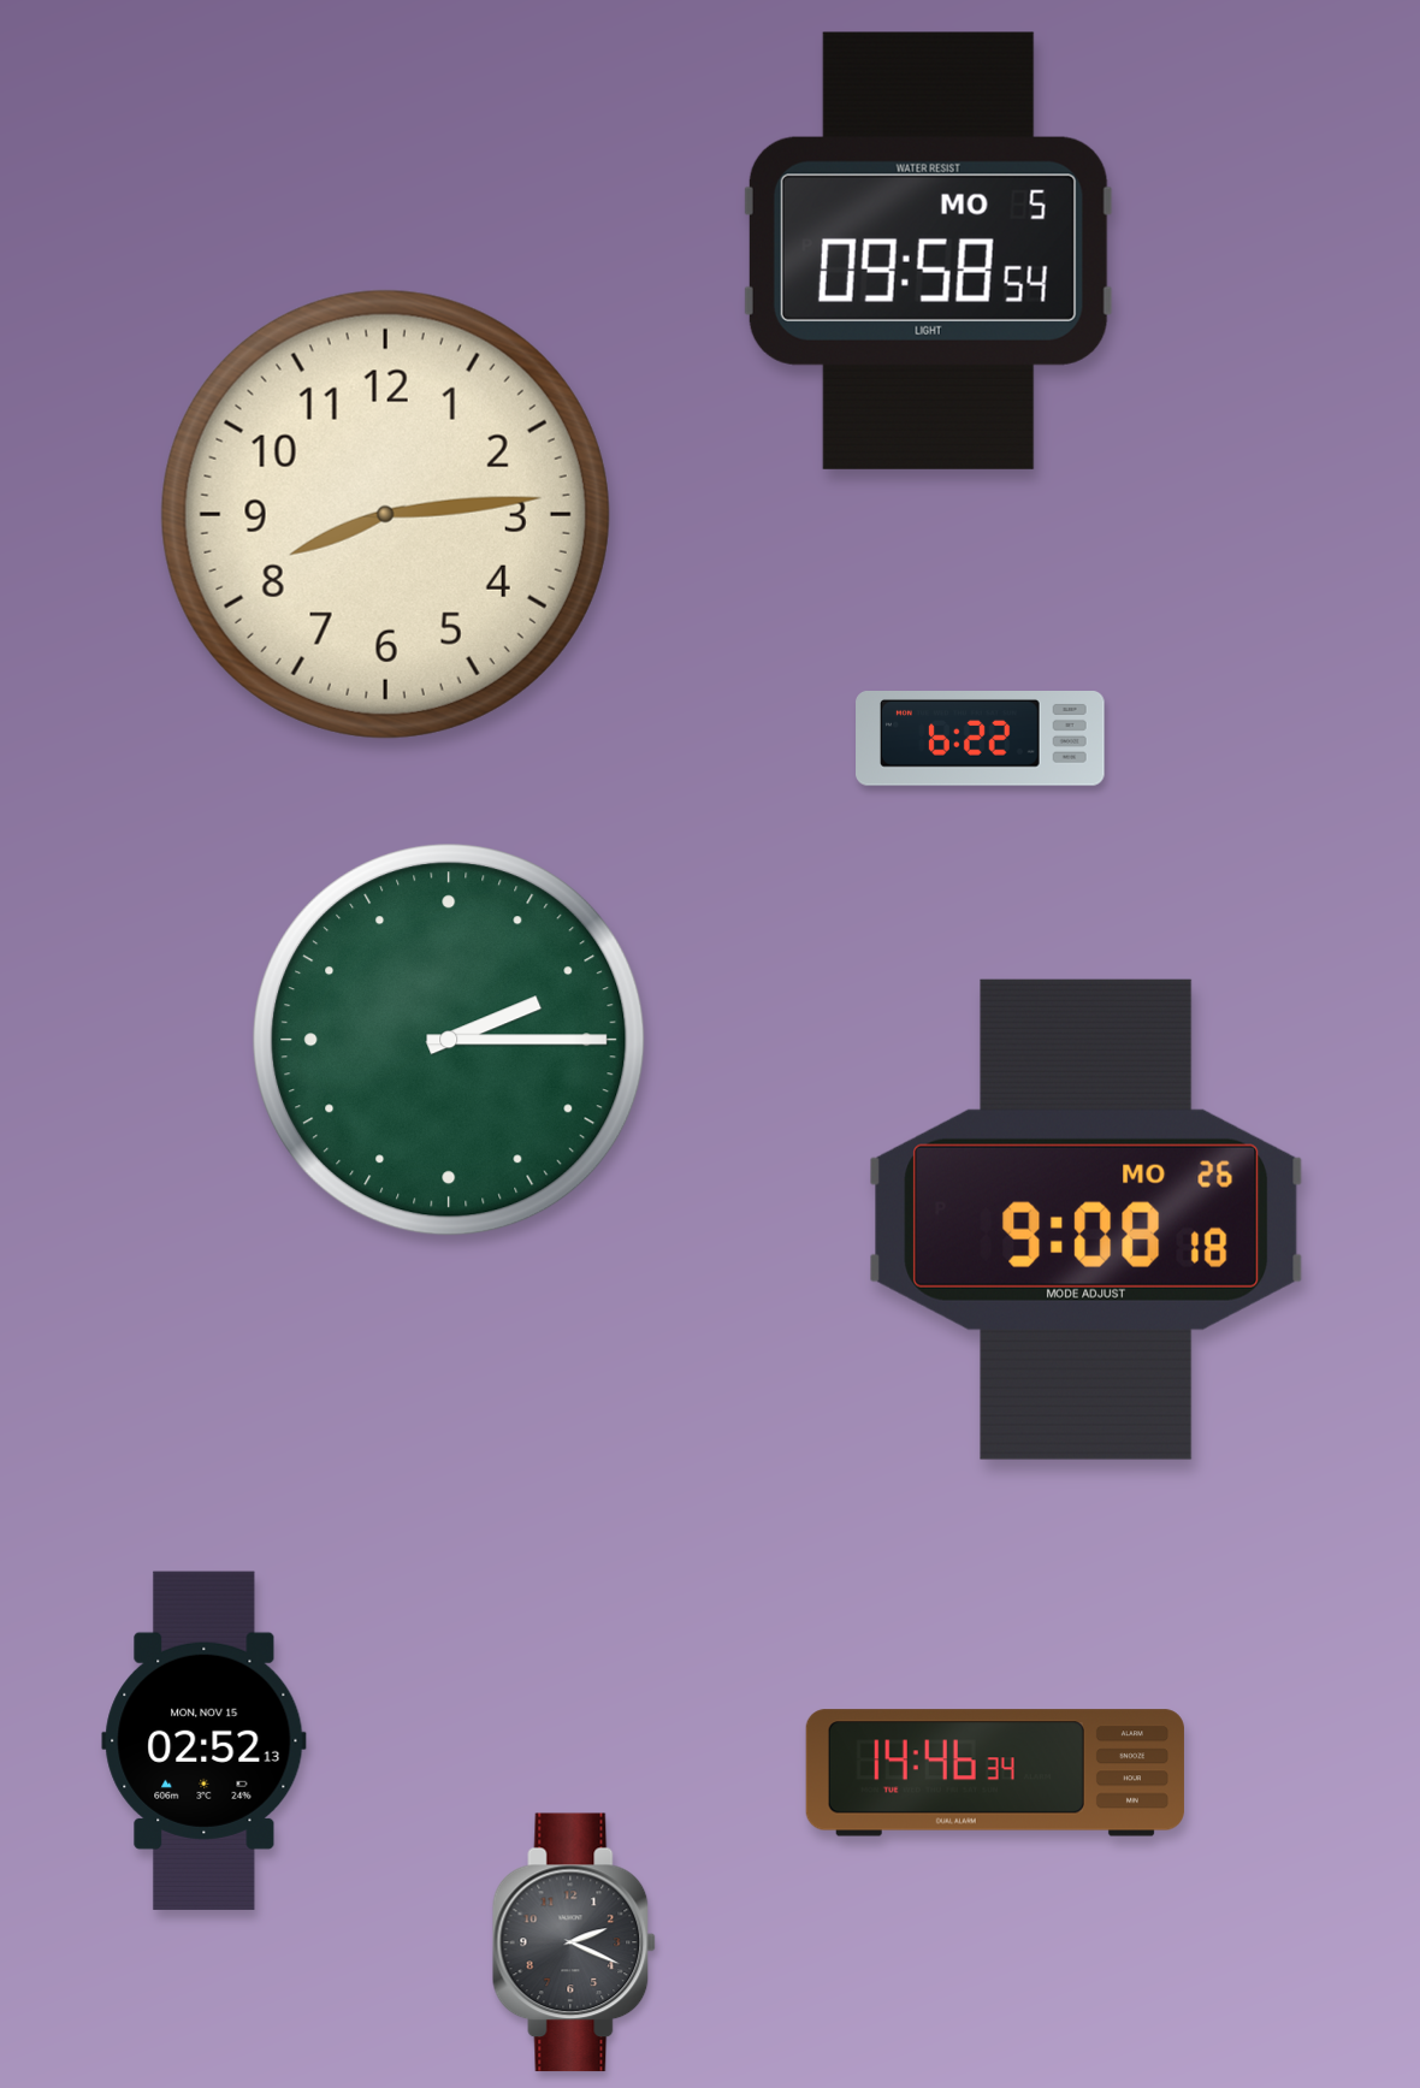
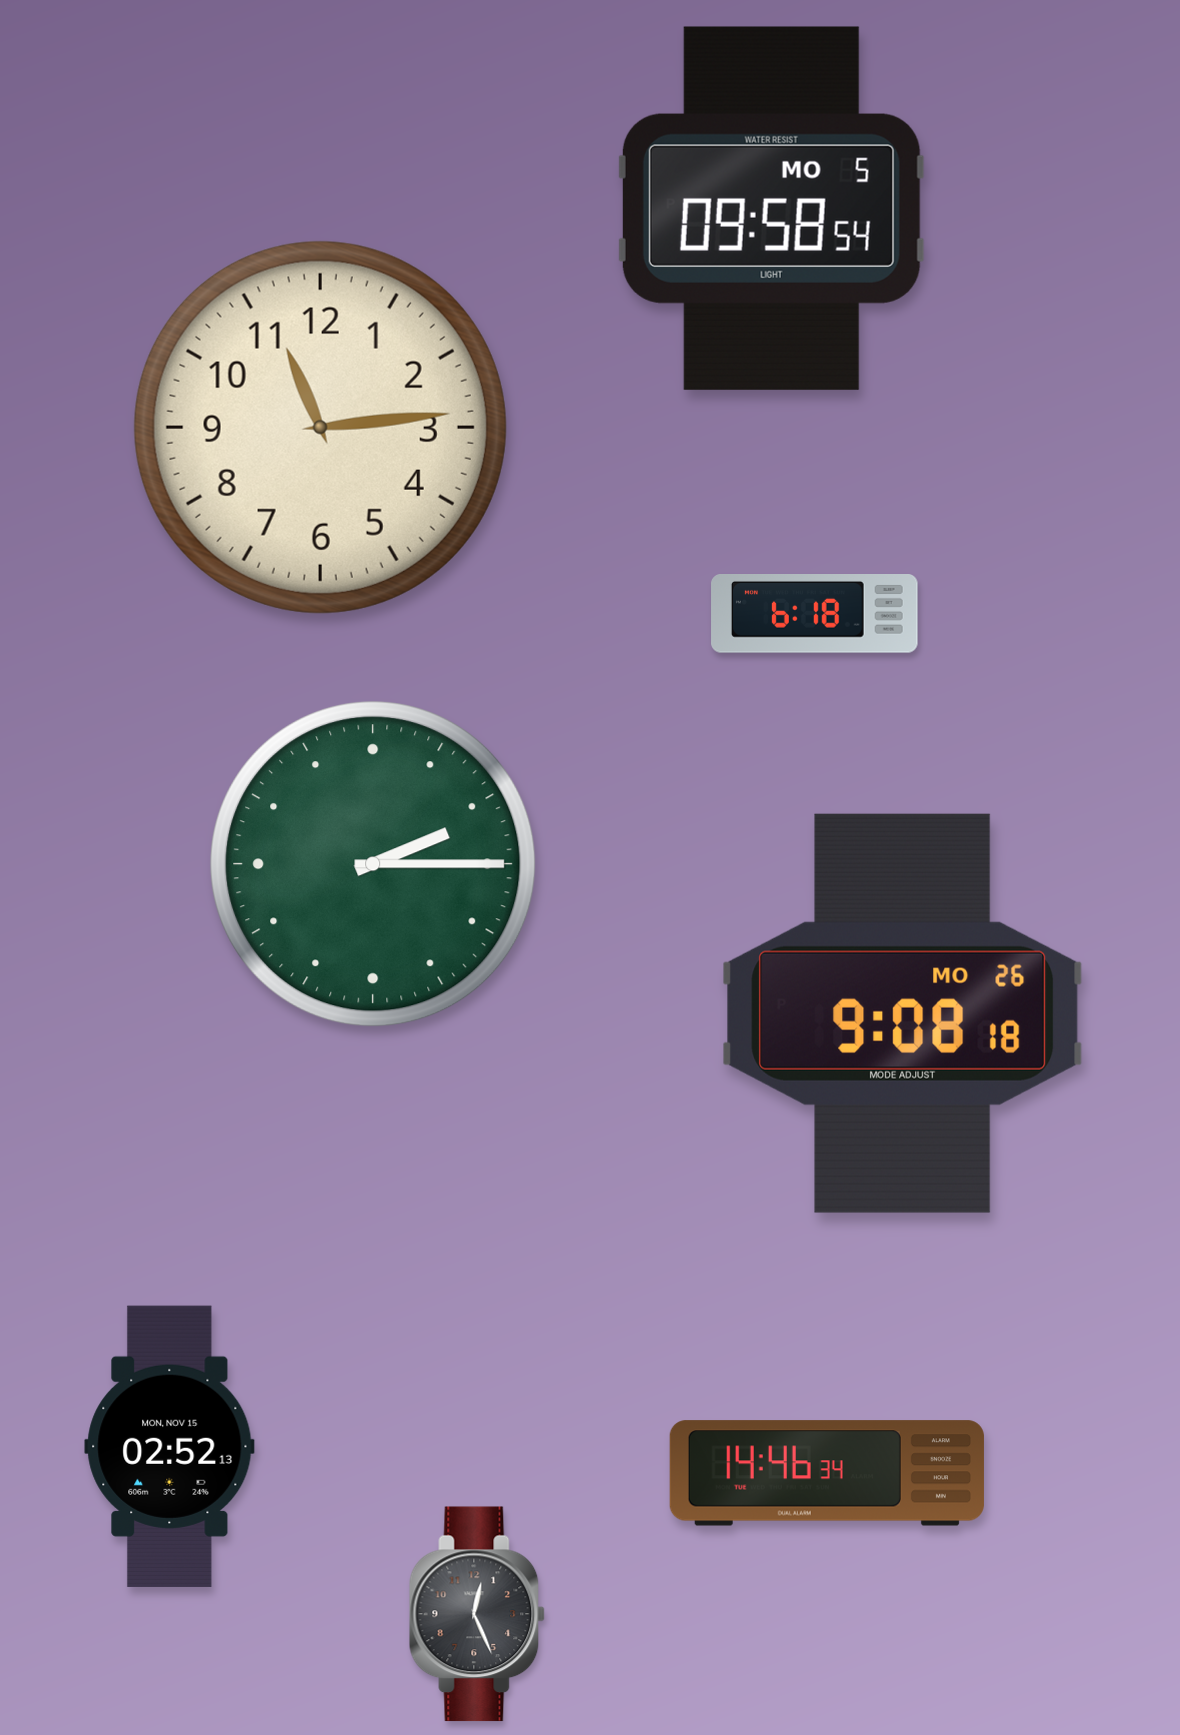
clock at (385, 514): 8:14 -> 11:14
clock at (981, 739): 6:22 -> 6:18
clock at (574, 1942): 2:19 -> 12:26
